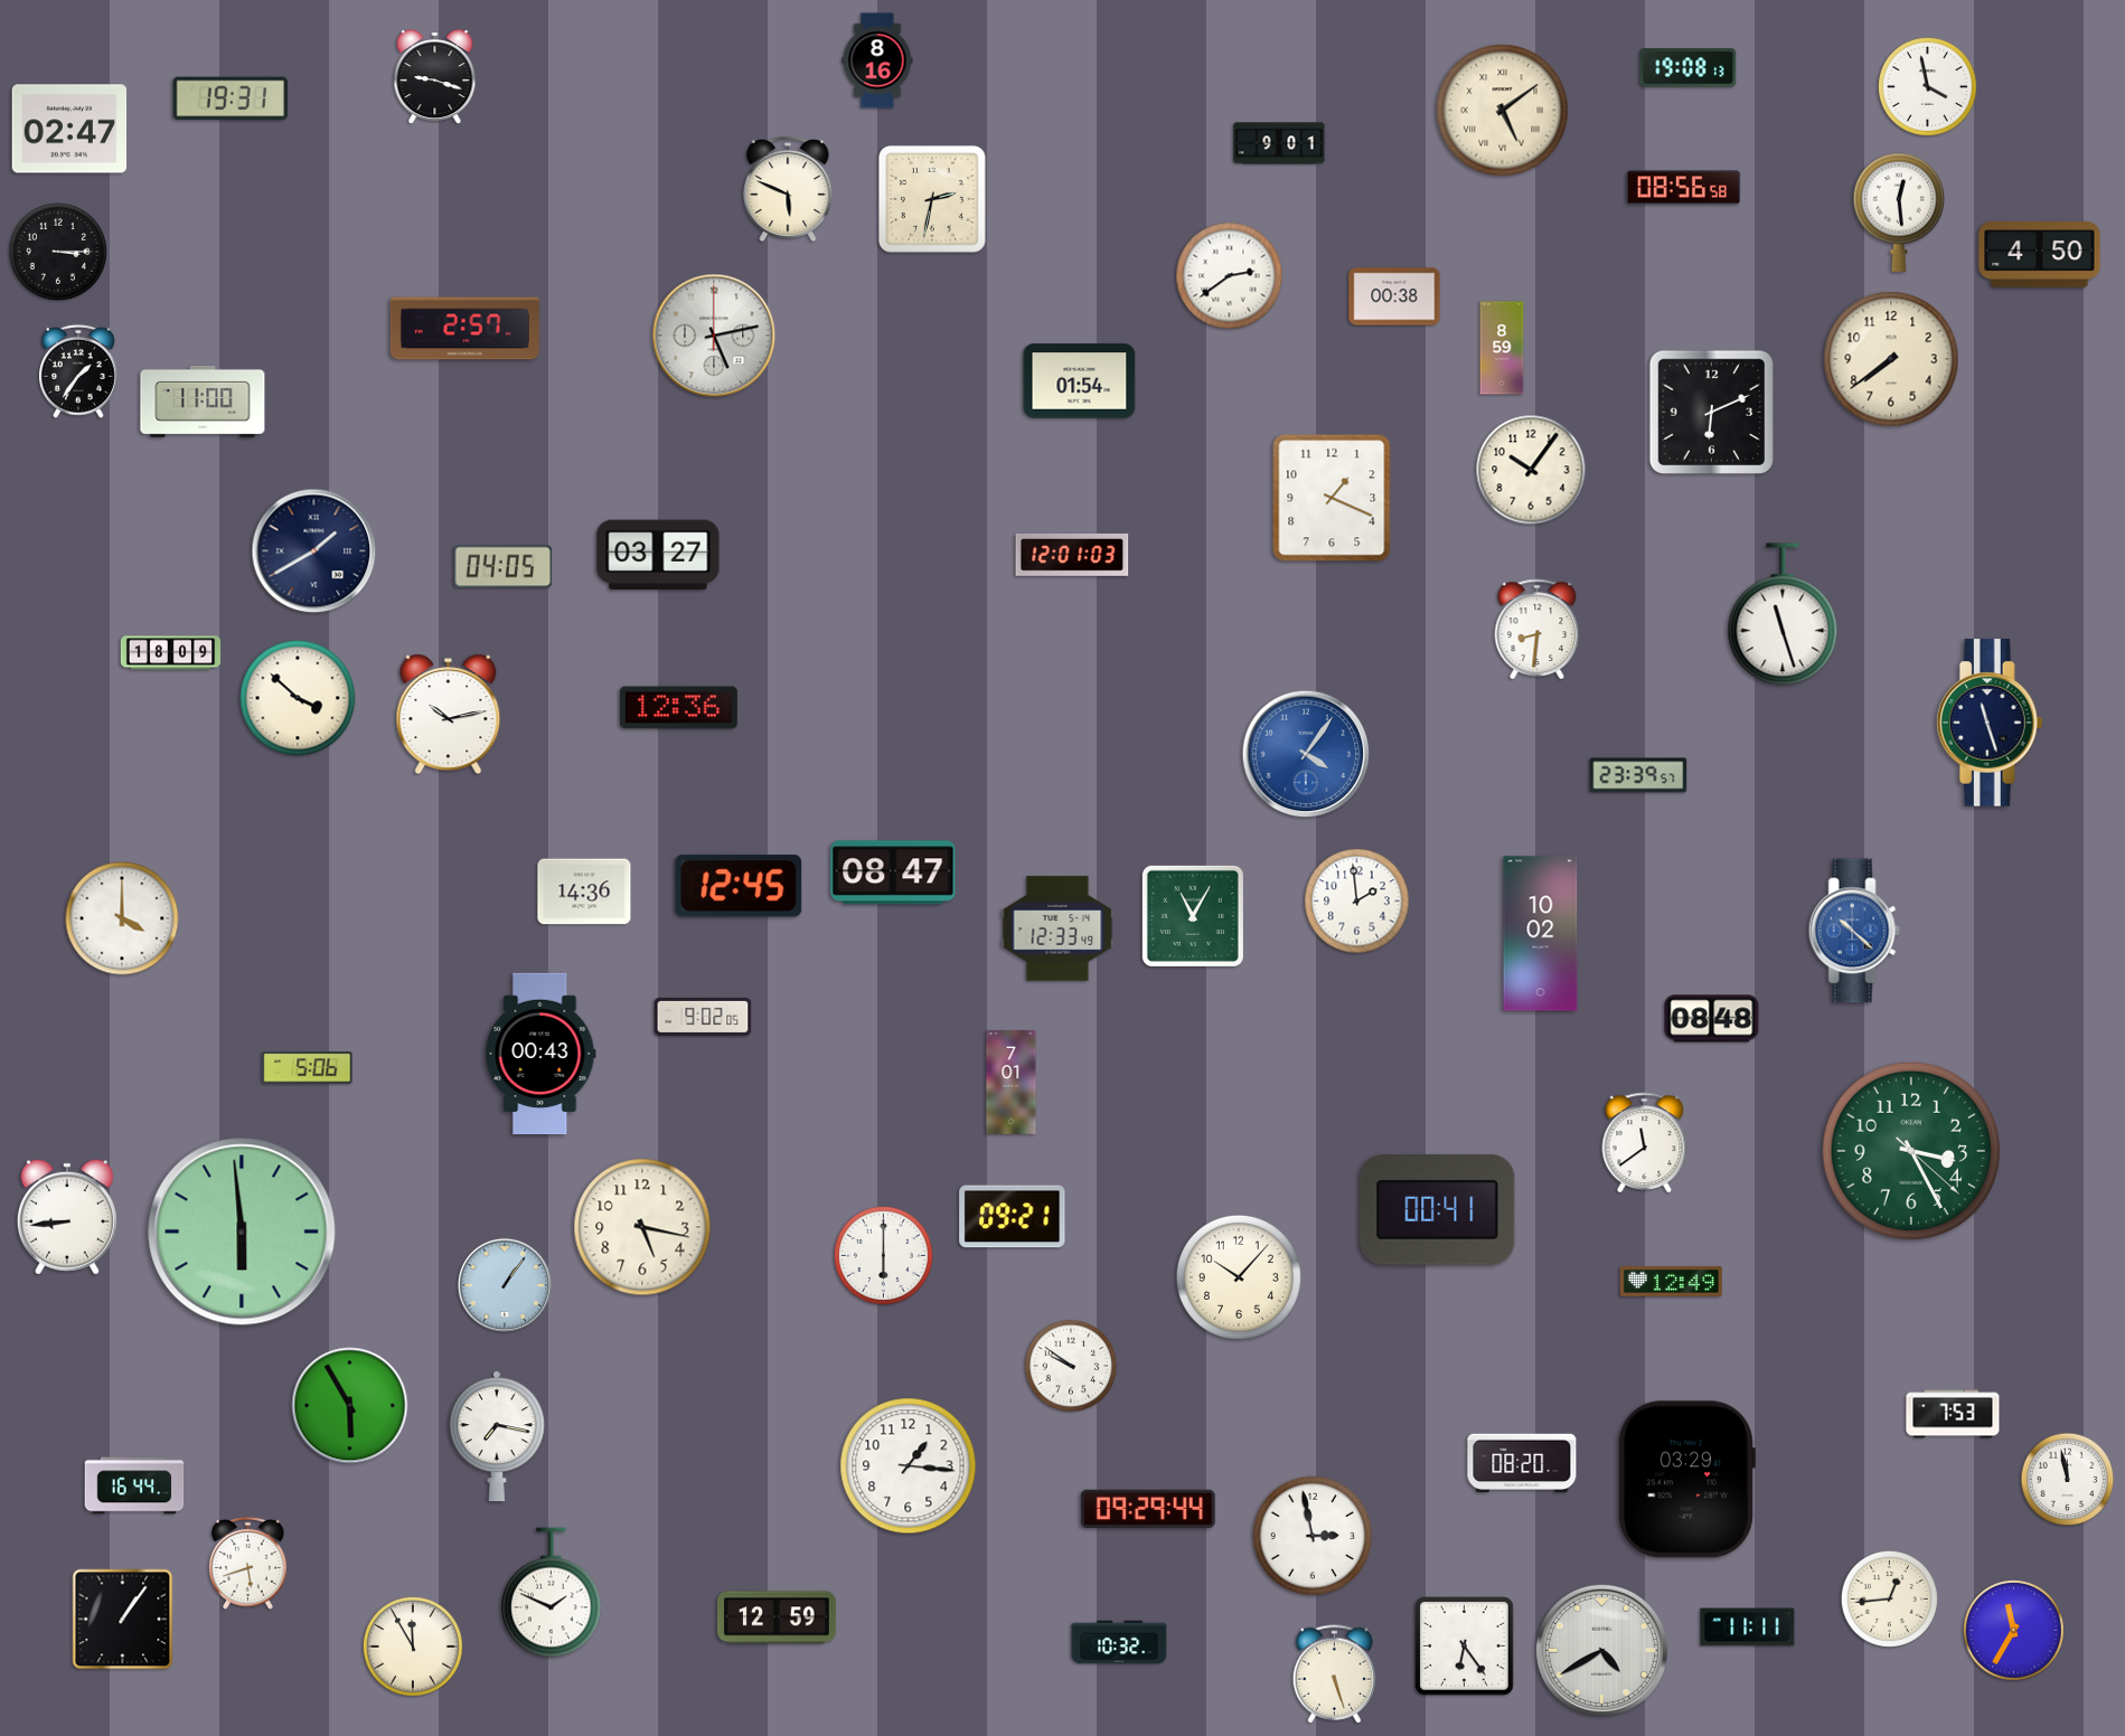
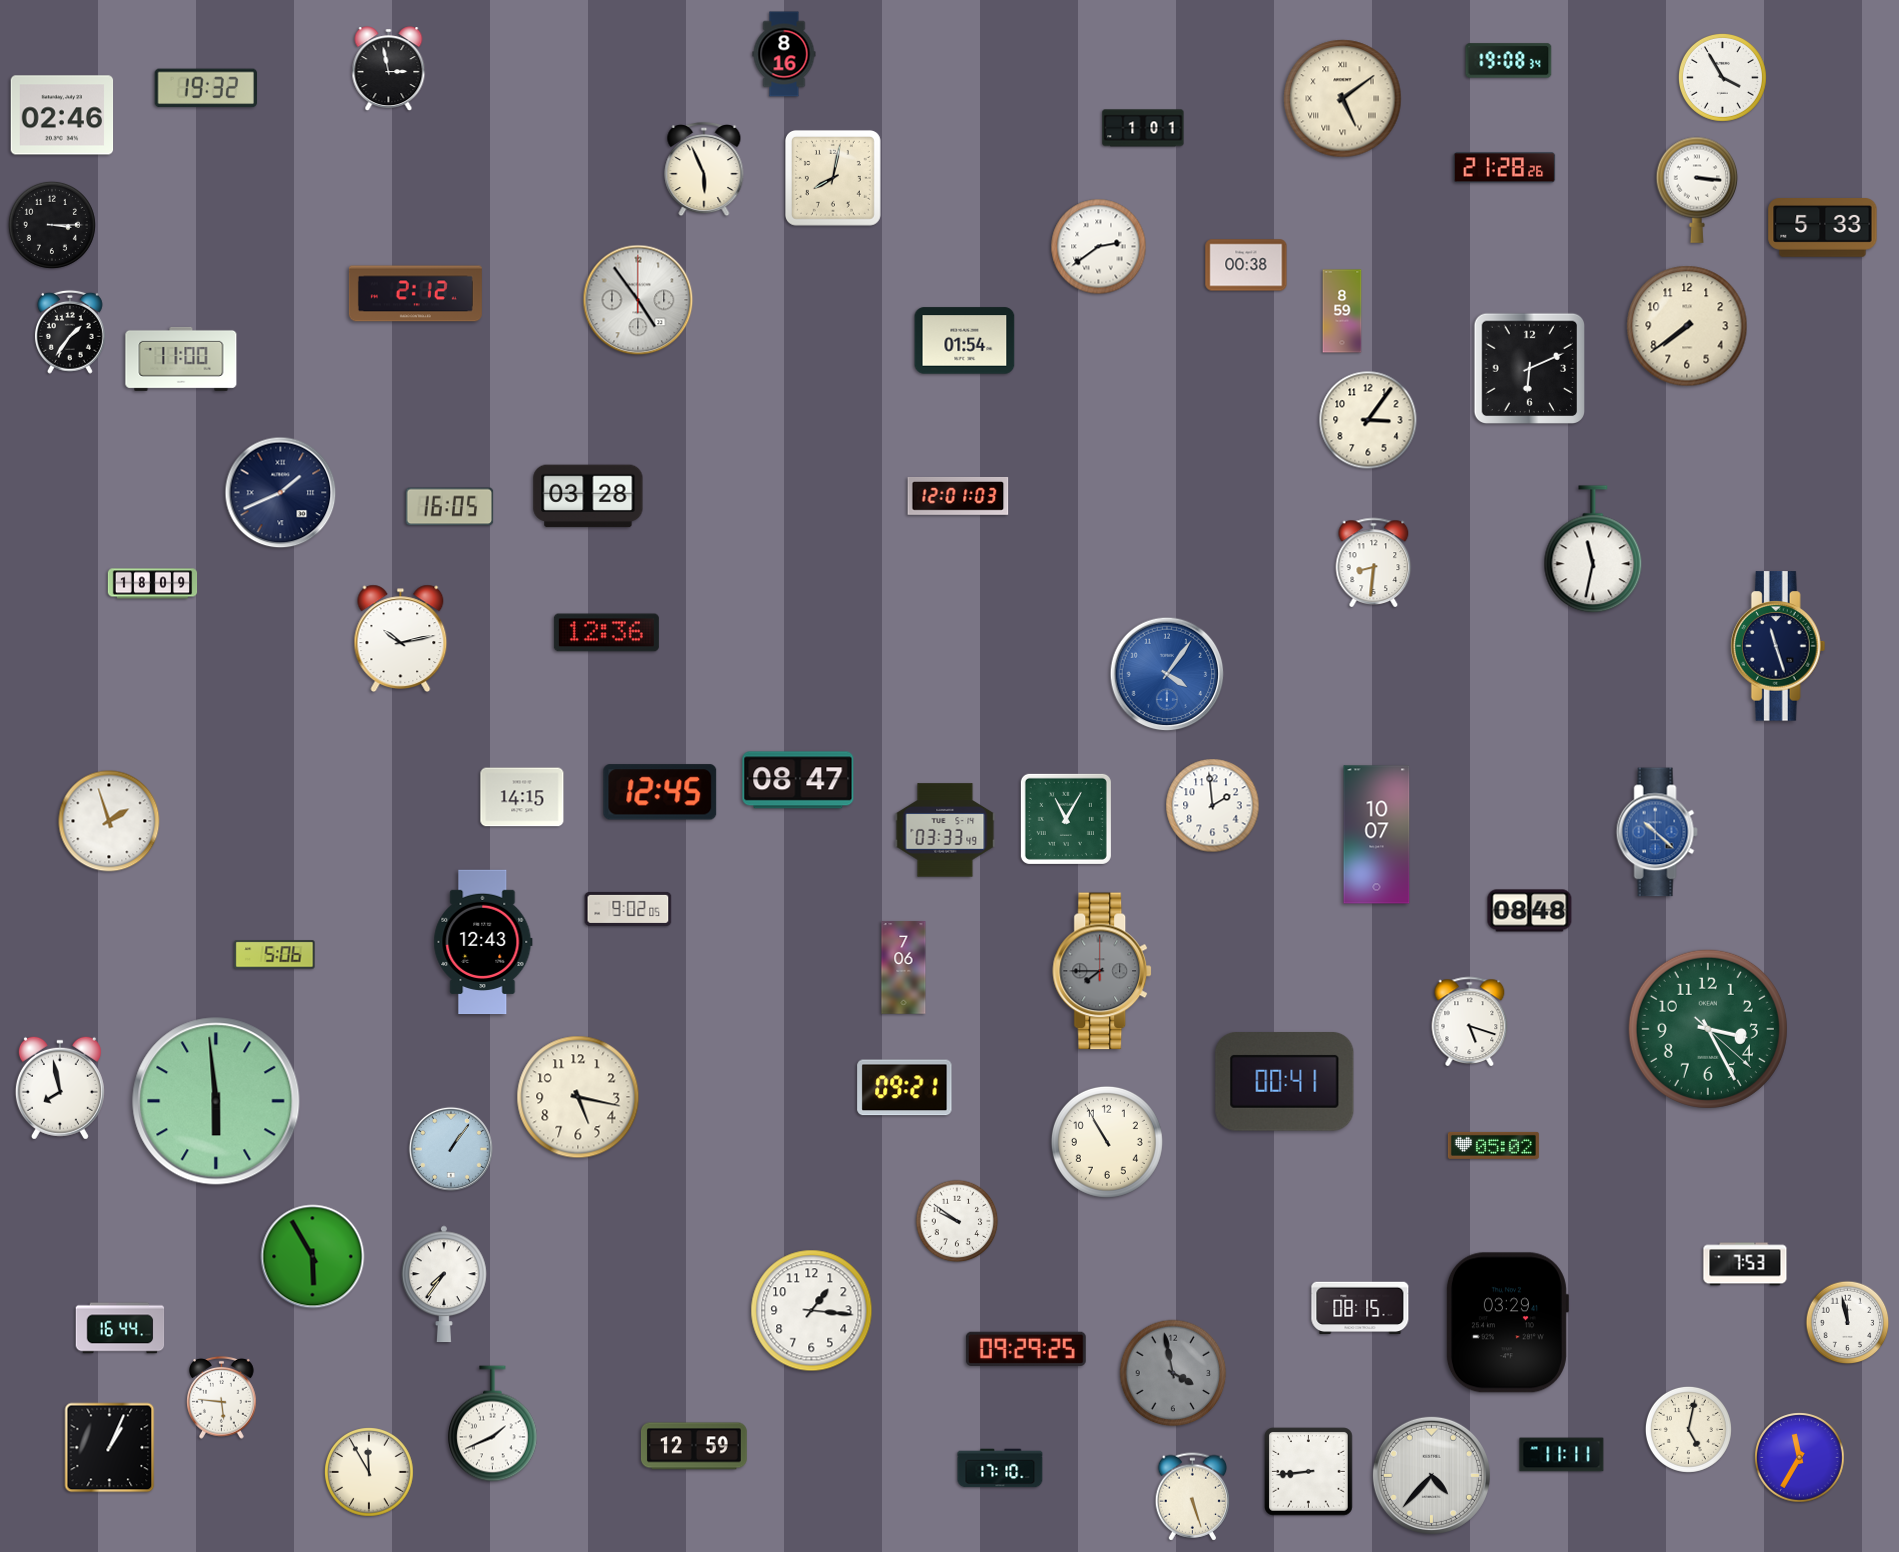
clock at (1689, 68): 19:08:13 -> 19:08:34
clock at (435, 77): 9:18 -> 2:58
clock at (1927, 86): 3:58 -> 3:55
clock at (229, 98): 19:31 -> 19:32
clock at (69, 129): 02:47 -> 02:46
clock at (1279, 143): 9:01 -> 1:01
clock at (1684, 188): 08:56 -> 21:28
clock at (788, 190): 5:49 -> 5:56
clock at (932, 199): 2:32 -> 8:02
clock at (1899, 213): 12:29 -> 3:16
clock at (2040, 255): 4:50 -> 5:33
clock at (464, 329): 2:57 -> 2:12
clock at (714, 336): 5:13 -> 4:54
clock at (1891, 359) position: (1891, 359) -> (1687, 326)
clock at (1531, 470): 10:06 -> 3:06
clock at (1332, 498): 1:19 -> none
clock at (314, 551): 1:40 -> 1:41
clock at (658, 555): 03:27 -> 03:28
clock at (504, 567): 04:05 -> 16:05
clock at (1783, 615): 11:27 -> 11:32
clock at (298, 698): 3:52 -> none
clock at (1638, 775): 23:39 -> none
clock at (584, 891): 14:36 -> 14:15
clock at (122, 918): 4:00 -> 1:57
clock at (1057, 928): 12:33 -> 03:33
clock at (1541, 934): 10:02 -> 10:07
clock at (540, 1054): 00:43 -> 12:43
clock at (1012, 1083): 7:01 -> 7:06
clock at (1103, 971): none -> 7:45
clock at (1645, 1142): 11:39 -> 5:18
clock at (67, 1217): 8:44 -> 7:58
clock at (642, 1227) position: (642, 1227) -> (578, 1097)
clock at (883, 1255): 6:00 -> none
clock at (1239, 1277): 10:07 -> 10:55
clock at (1671, 1281): 12:49 -> 05:02
clock at (498, 1436): 7:17 -> 7:36
clock at (1522, 1463): 08:20 -> 08:15
clock at (1148, 1509): 09:29:44 -> 09:29:25
clock at (1313, 1536): 2:58 -> 3:58
clock at (1313, 1536) dial: white -> grey
clock at (248, 1563): 5:42 -> 5:46
clock at (552, 1593): 1:49 -> 1:41
clock at (1889, 1598): 12:44 -> 5:02
clock at (123, 1620): 1:06 -> 1:04
clock at (1119, 1642): 10:32 -> 17:10
clock at (1465, 1647): 6:24 -> 8:44
clock at (1601, 1650): 4:40 -> 4:37
